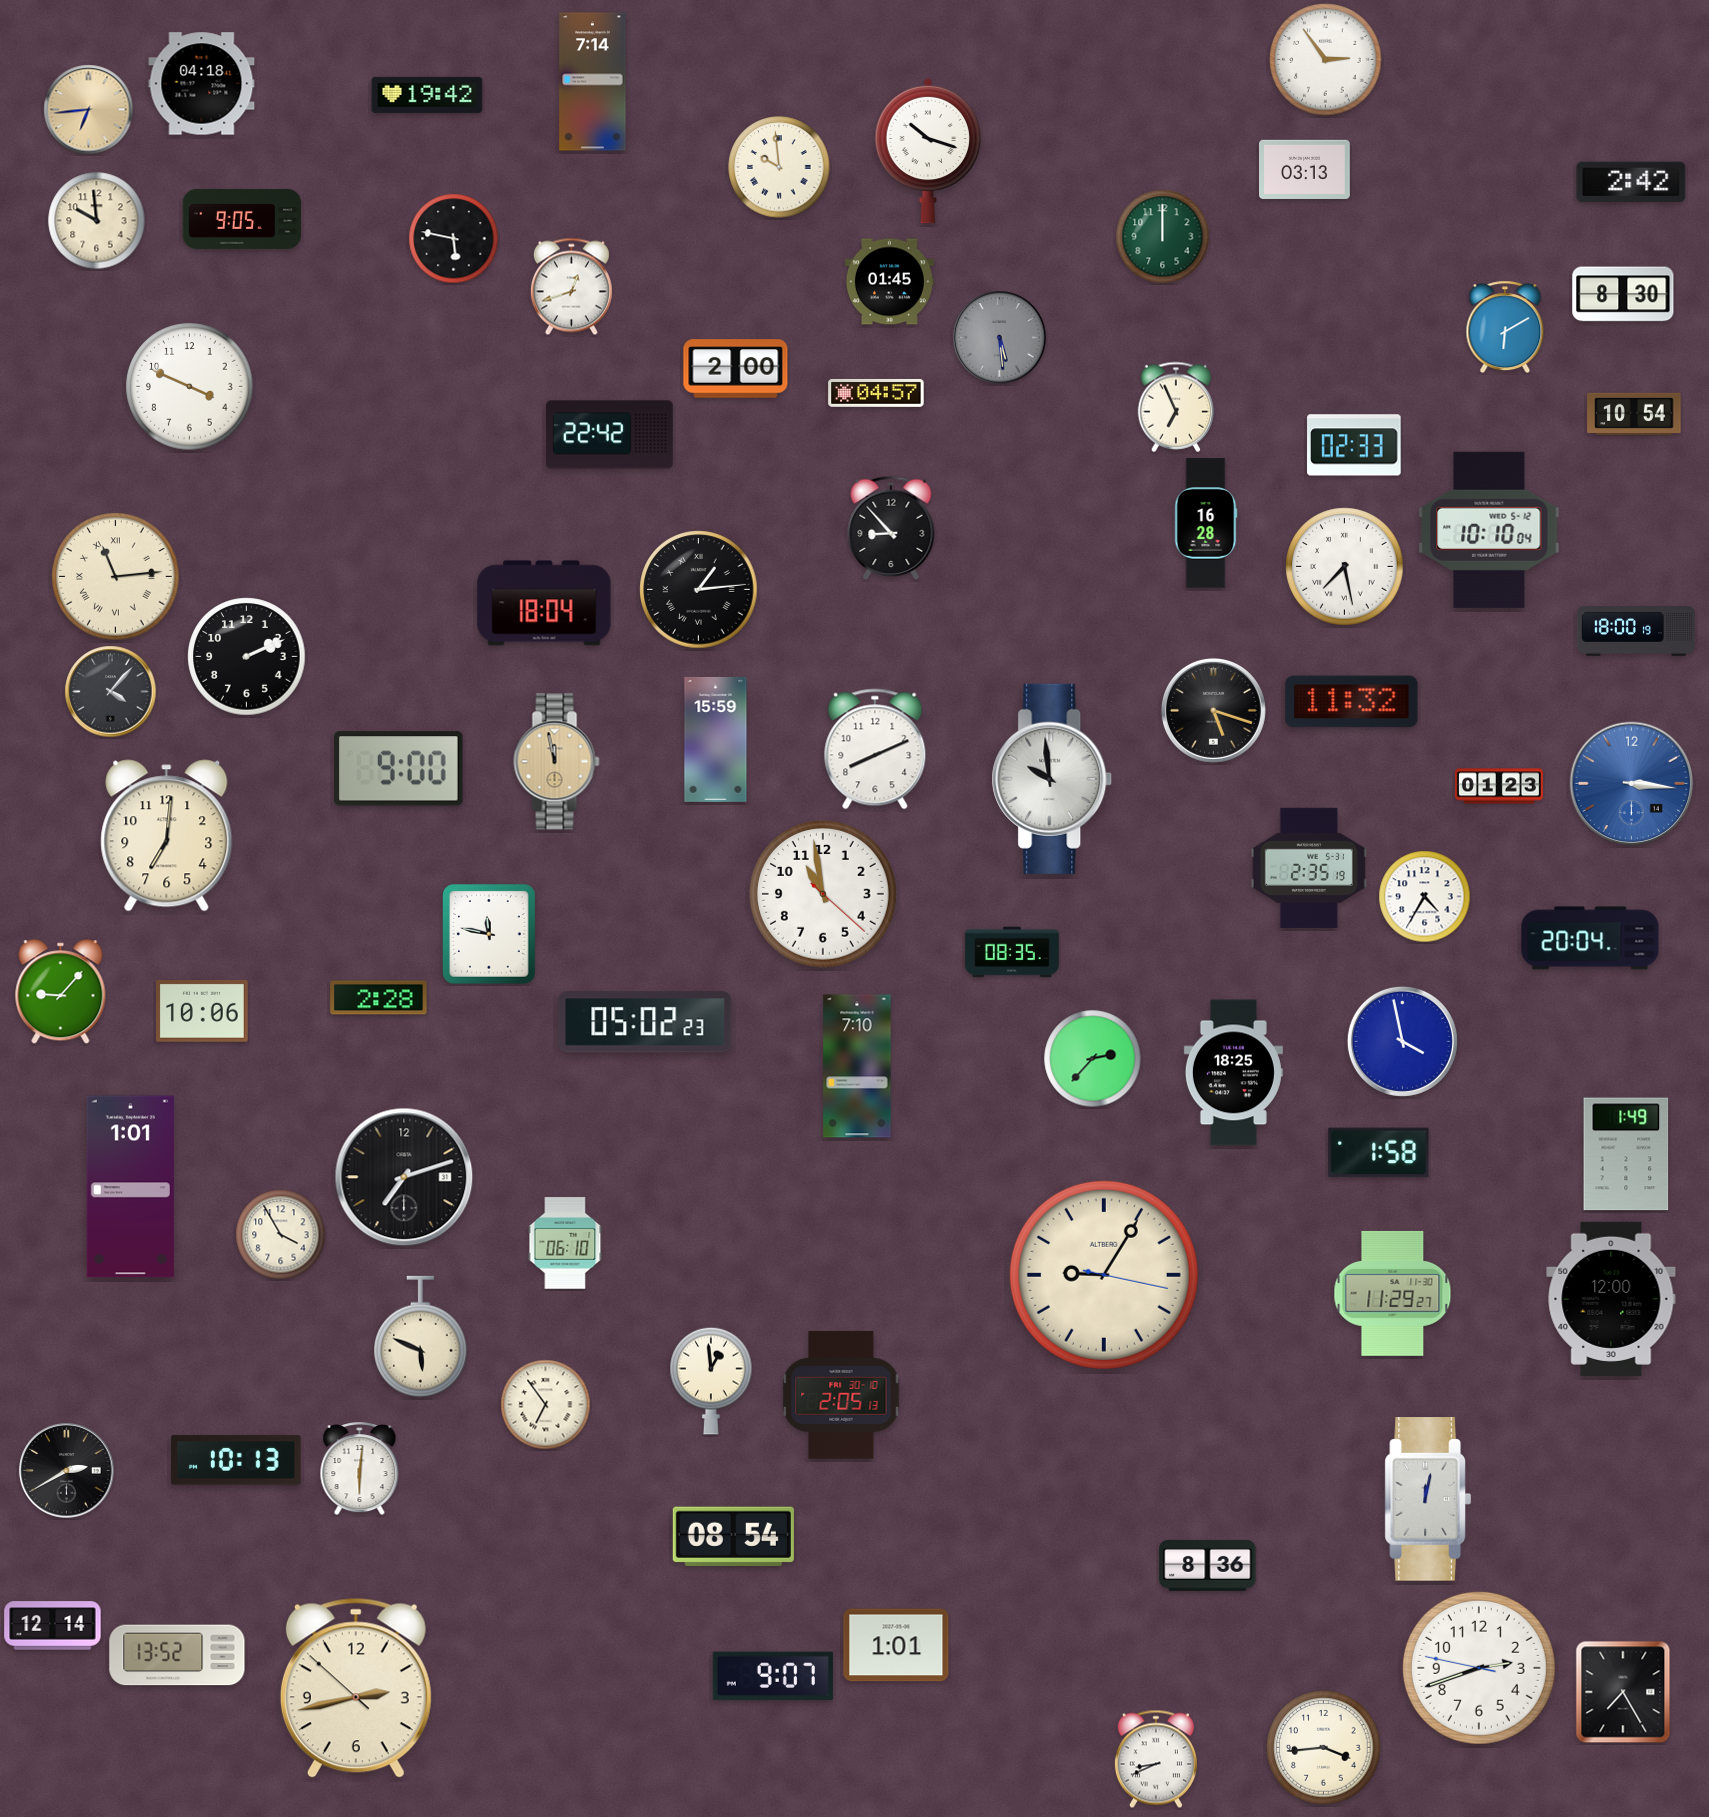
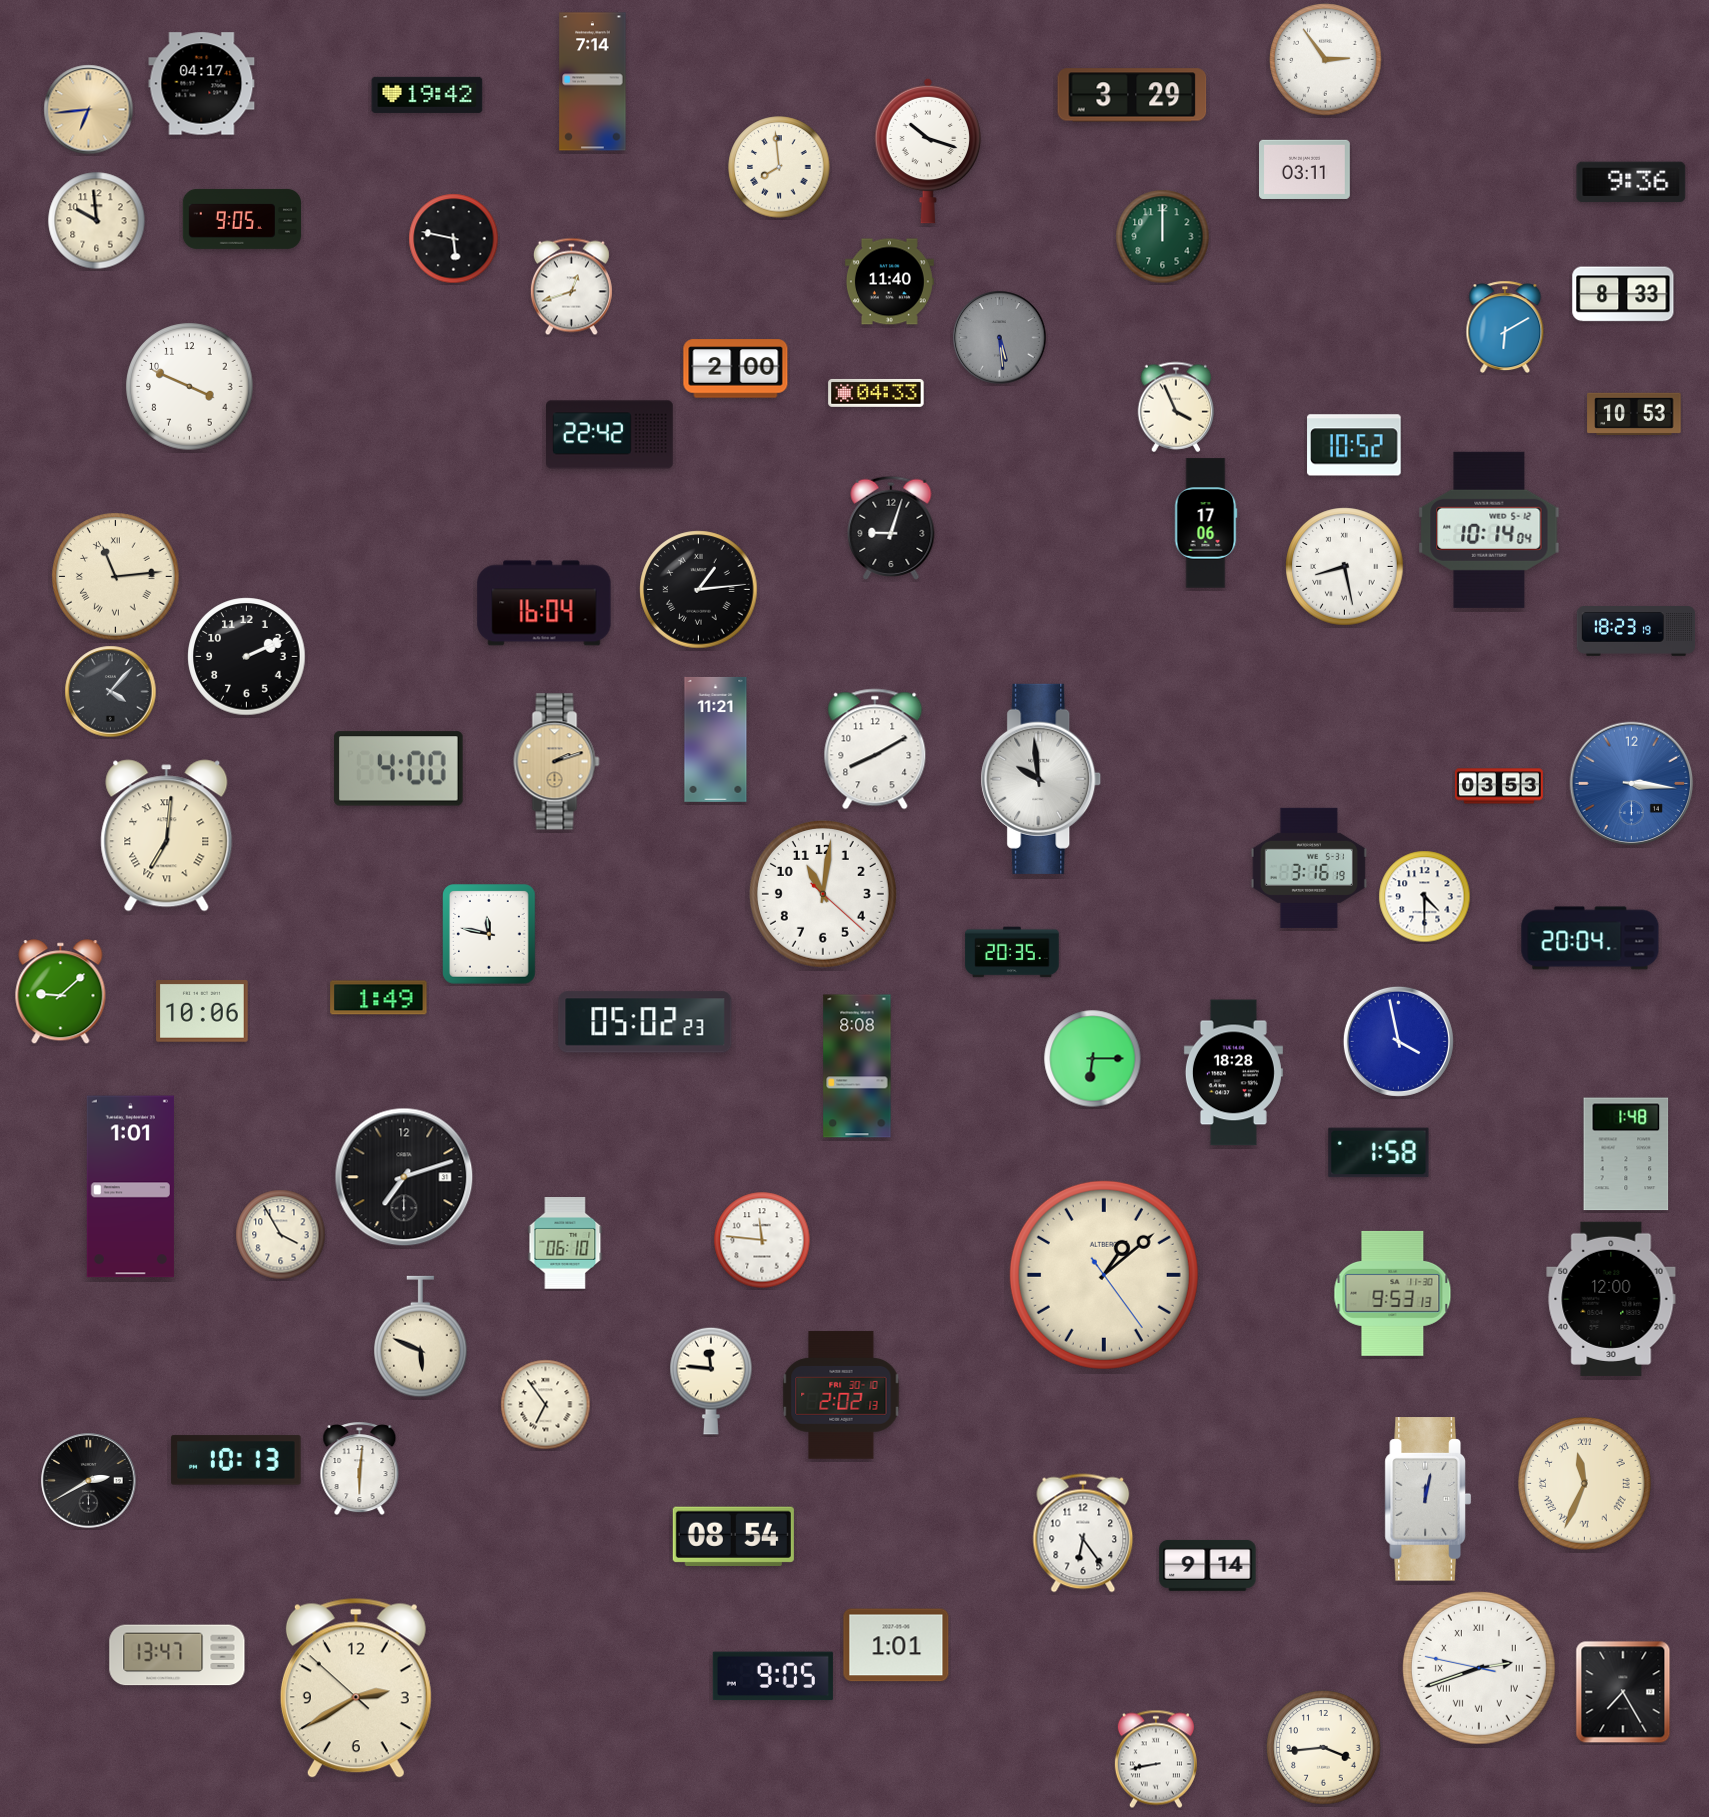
clock at (202, 84): 04:18 -> 04:17
clock at (1132, 95): none -> 3:29
clock at (779, 167): 9:59 -> 7:59
clock at (1305, 169): 03:13 -> 03:11
clock at (1631, 181): 2:42 -> 9:36
clock at (889, 282): 01:45 -> 11:40
clock at (1623, 294): 8:30 -> 8:33
clock at (876, 393): 04:57 -> 04:33
clock at (1176, 407): 6:56 -> 3:56
clock at (1634, 414): 10:54 -> 10:53
clock at (1354, 445): 02:33 -> 10:52
clock at (1206, 523): 16:28 -> 17:06
clock at (891, 528): 8:53 -> 9:03
clock at (1489, 530): 10:10 -> 10:14
clock at (1345, 567): 7:28 -> 8:28
clock at (544, 603): 18:04 -> 16:04
clock at (1636, 632): 18:00 -> 18:23
clock at (1352, 702): 11:32 -> none
clock at (1213, 710): 5:18 -> none
clock at (716, 739): 15:59 -> 11:21
clock at (875, 749): 8:11 -> 8:10
clock at (557, 762): 11:58 -> 2:12
clock at (399, 769): 9:00 -> 4:00
clock at (1052, 779) position: (1052, 779) -> (1041, 779)
clock at (1499, 786): 01:23 -> 03:53
clock at (167, 836) numerals: Arabic -> Roman
clock at (1309, 868): 2:35 -> 3:16
clock at (823, 894): 10:58 -> 11:01
clock at (1425, 897): 4:35 -> 4:30
clock at (1012, 952): 08:35 -> 20:35
clock at (61, 992): 9:07 -> 9:08
clock at (379, 998): 2:28 -> 1:49
clock at (1402, 1041) position: (1402, 1041) -> (1398, 1041)
clock at (1093, 1059): 2:37 -> 6:15
clock at (857, 1066): 7:10 -> 8:08
clock at (1233, 1073): 18:25 -> 18:28
clock at (1626, 1154): 1:49 -> 1:48
clock at (762, 1240): none -> 11:46
clock at (1104, 1275): 9:05 -> 1:08
clock at (1393, 1293): 11:29 -> 9:53
clock at (711, 1381): 12:59 -> 11:46
clock at (841, 1395): 2:05 -> 2:02
clock at (67, 1471) position: (67, 1471) -> (89, 1481)
clock at (1585, 1484): none -> 11:34
clock at (1083, 1533): none -> 6:24
clock at (1208, 1565): 8:36 -> 9:14
clock at (53, 1626): 12:14 -> none
clock at (177, 1655): 13:52 -> 13:47
clock at (1479, 1668) numerals: Arabic -> Roman
clock at (773, 1676): 9:07 -> 9:05
clock at (356, 1688): 2:42 -> 2:39
clock at (1156, 1759): 8:41 -> 8:43
